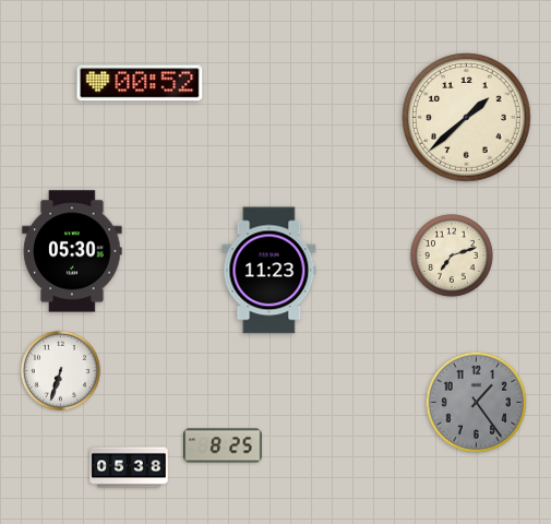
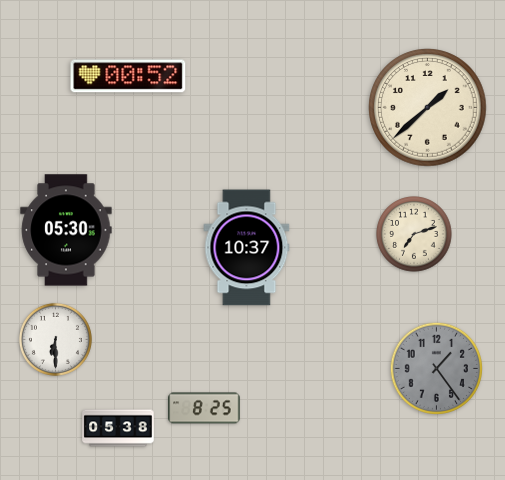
clock at (269, 271): 11:23 -> 10:37
clock at (60, 370): 6:33 -> 6:30
